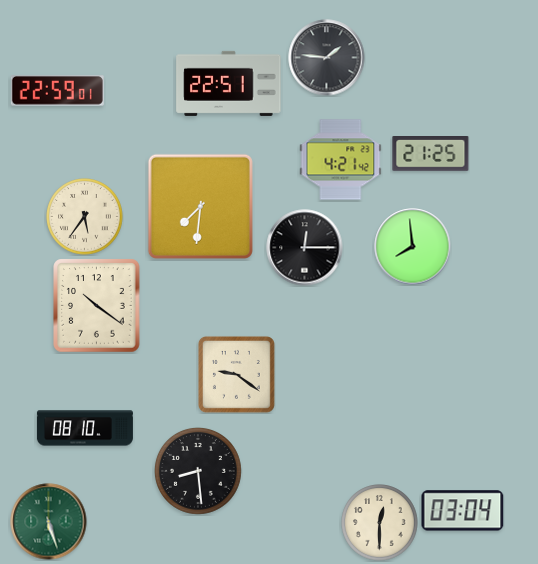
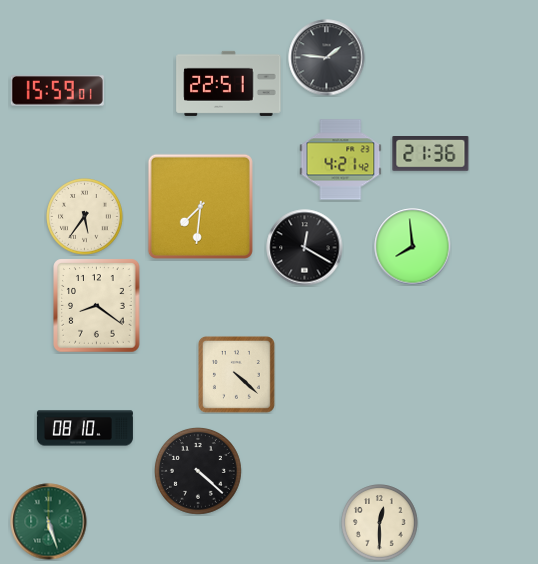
clock at (57, 91): 22:59 -> 15:59
clock at (431, 154): 21:25 -> 21:36
clock at (305, 248): 12:15 -> 12:20
clock at (97, 306): 10:21 -> 8:21
clock at (236, 374): 9:21 -> 4:22
clock at (198, 471): 8:29 -> 4:22
clock at (463, 511): 03:04 -> none
